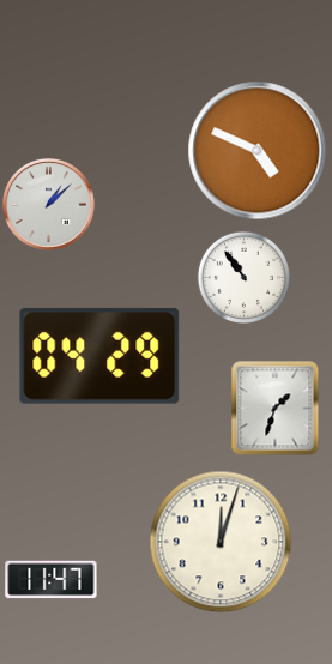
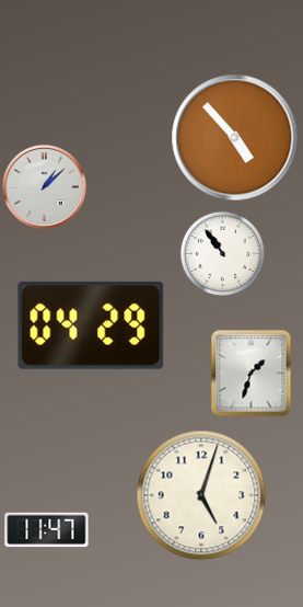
clock at (258, 151): 4:49 -> 4:53
clock at (221, 542): 12:03 -> 5:03
